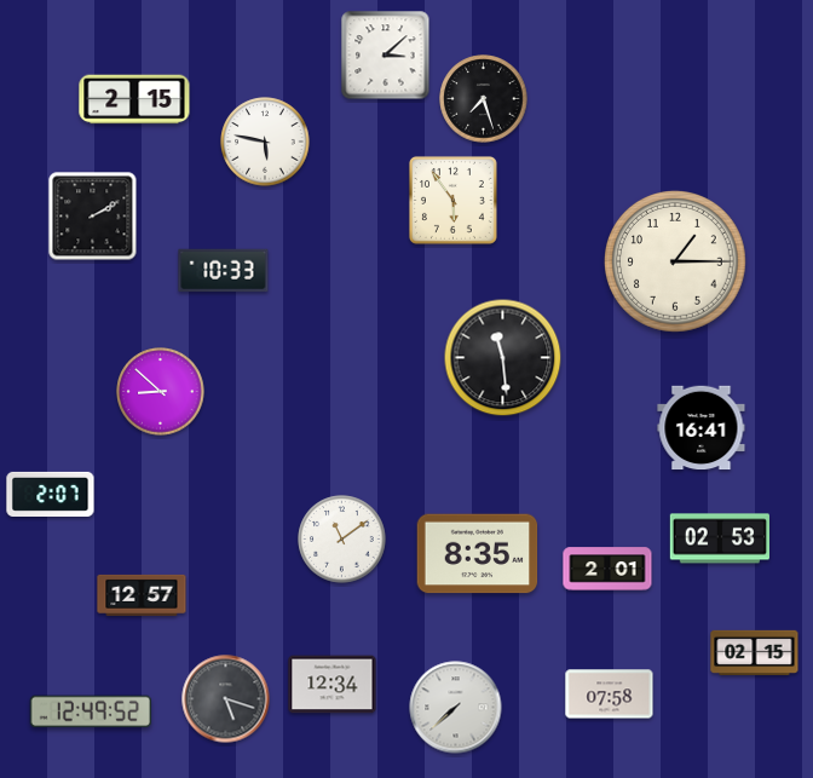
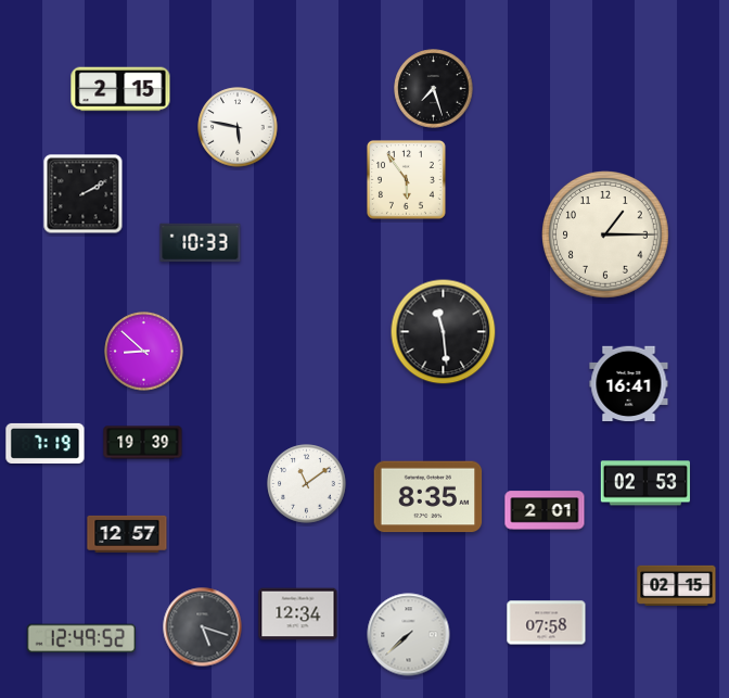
clock at (386, 56): 3:08 -> none
clock at (503, 358) position: (503, 358) -> (444, 332)
clock at (51, 494): 2:07 -> 7:19
clock at (143, 443): none -> 19:39
